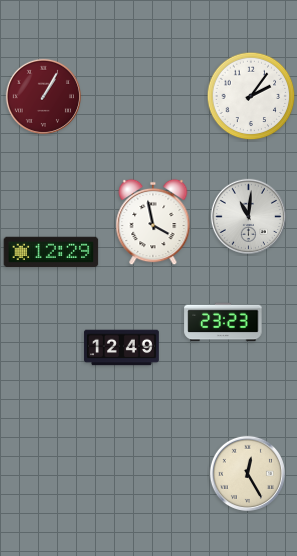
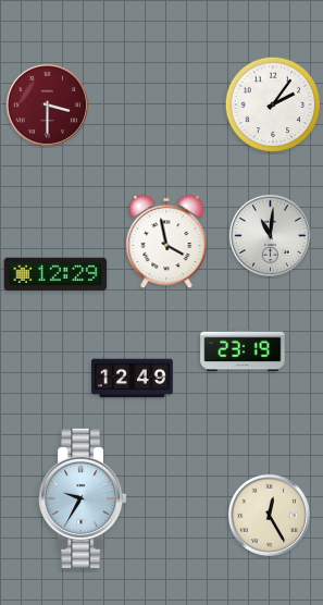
clock at (43, 96): 1:05 -> 3:30
clock at (223, 322): 23:23 -> 23:19
clock at (83, 498): none -> 9:35
